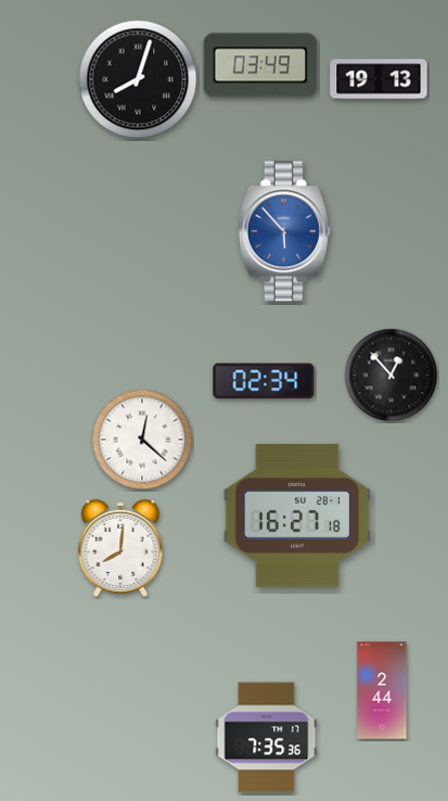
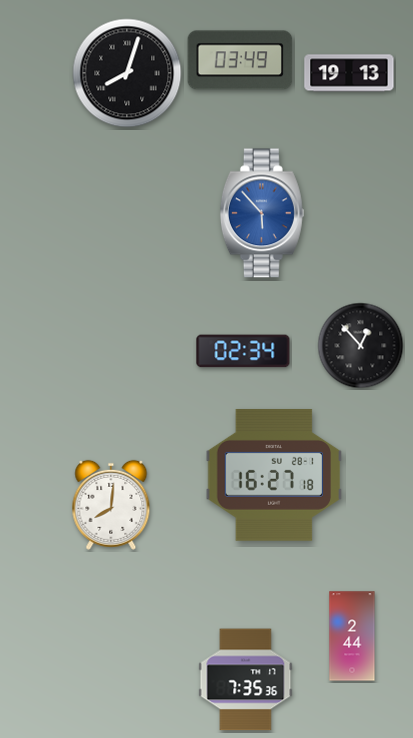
clock at (142, 440): 12:22 -> none
